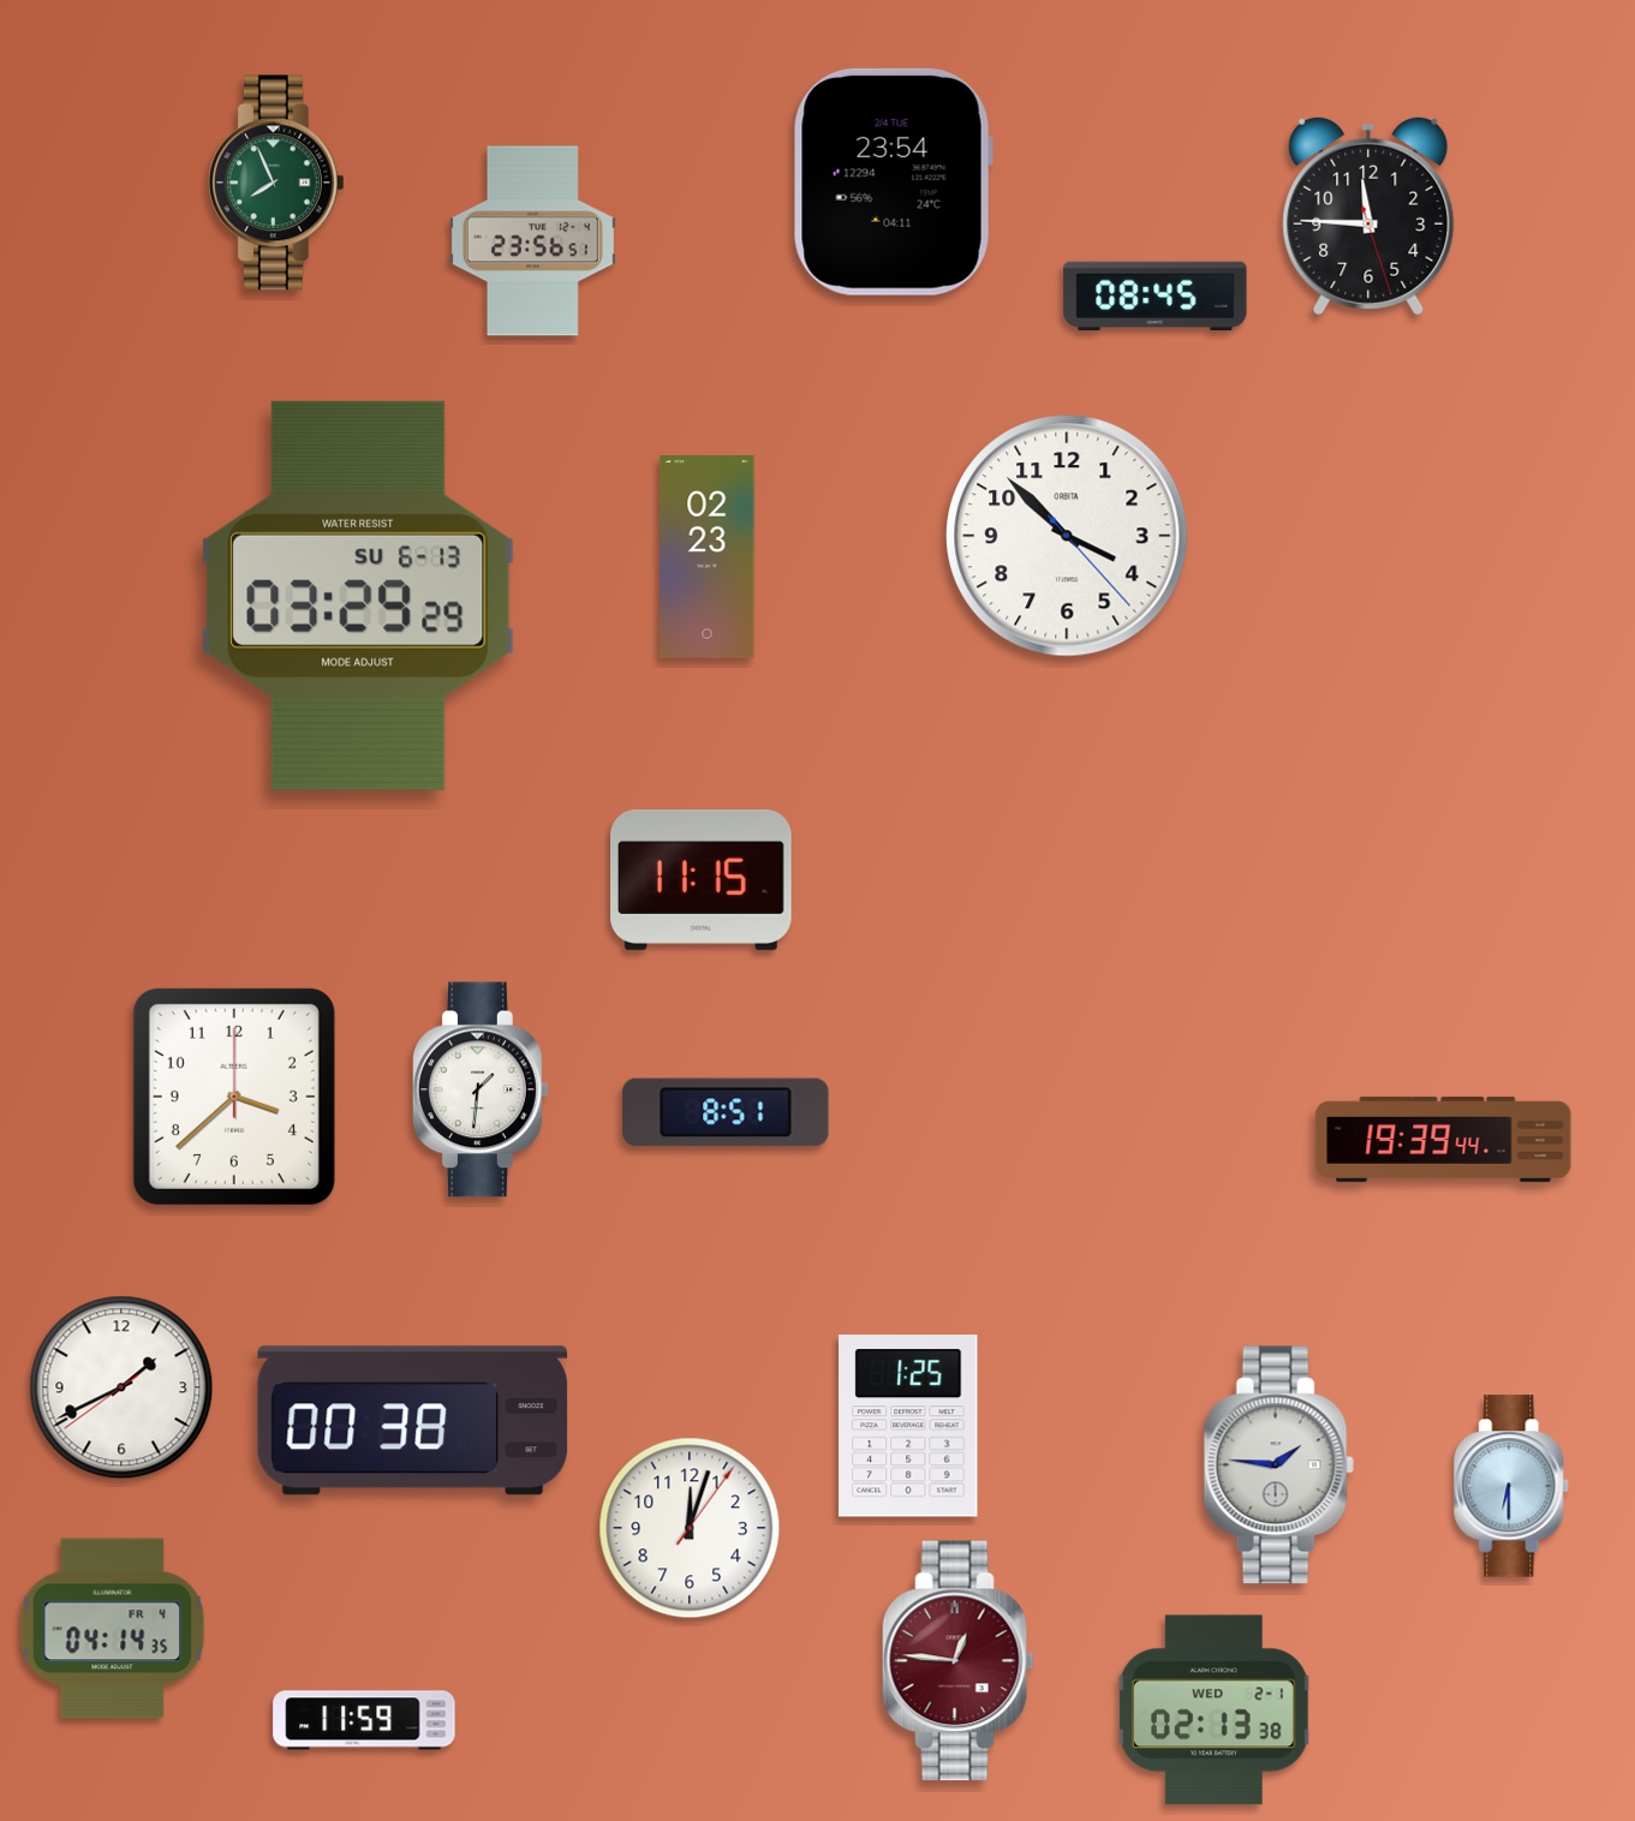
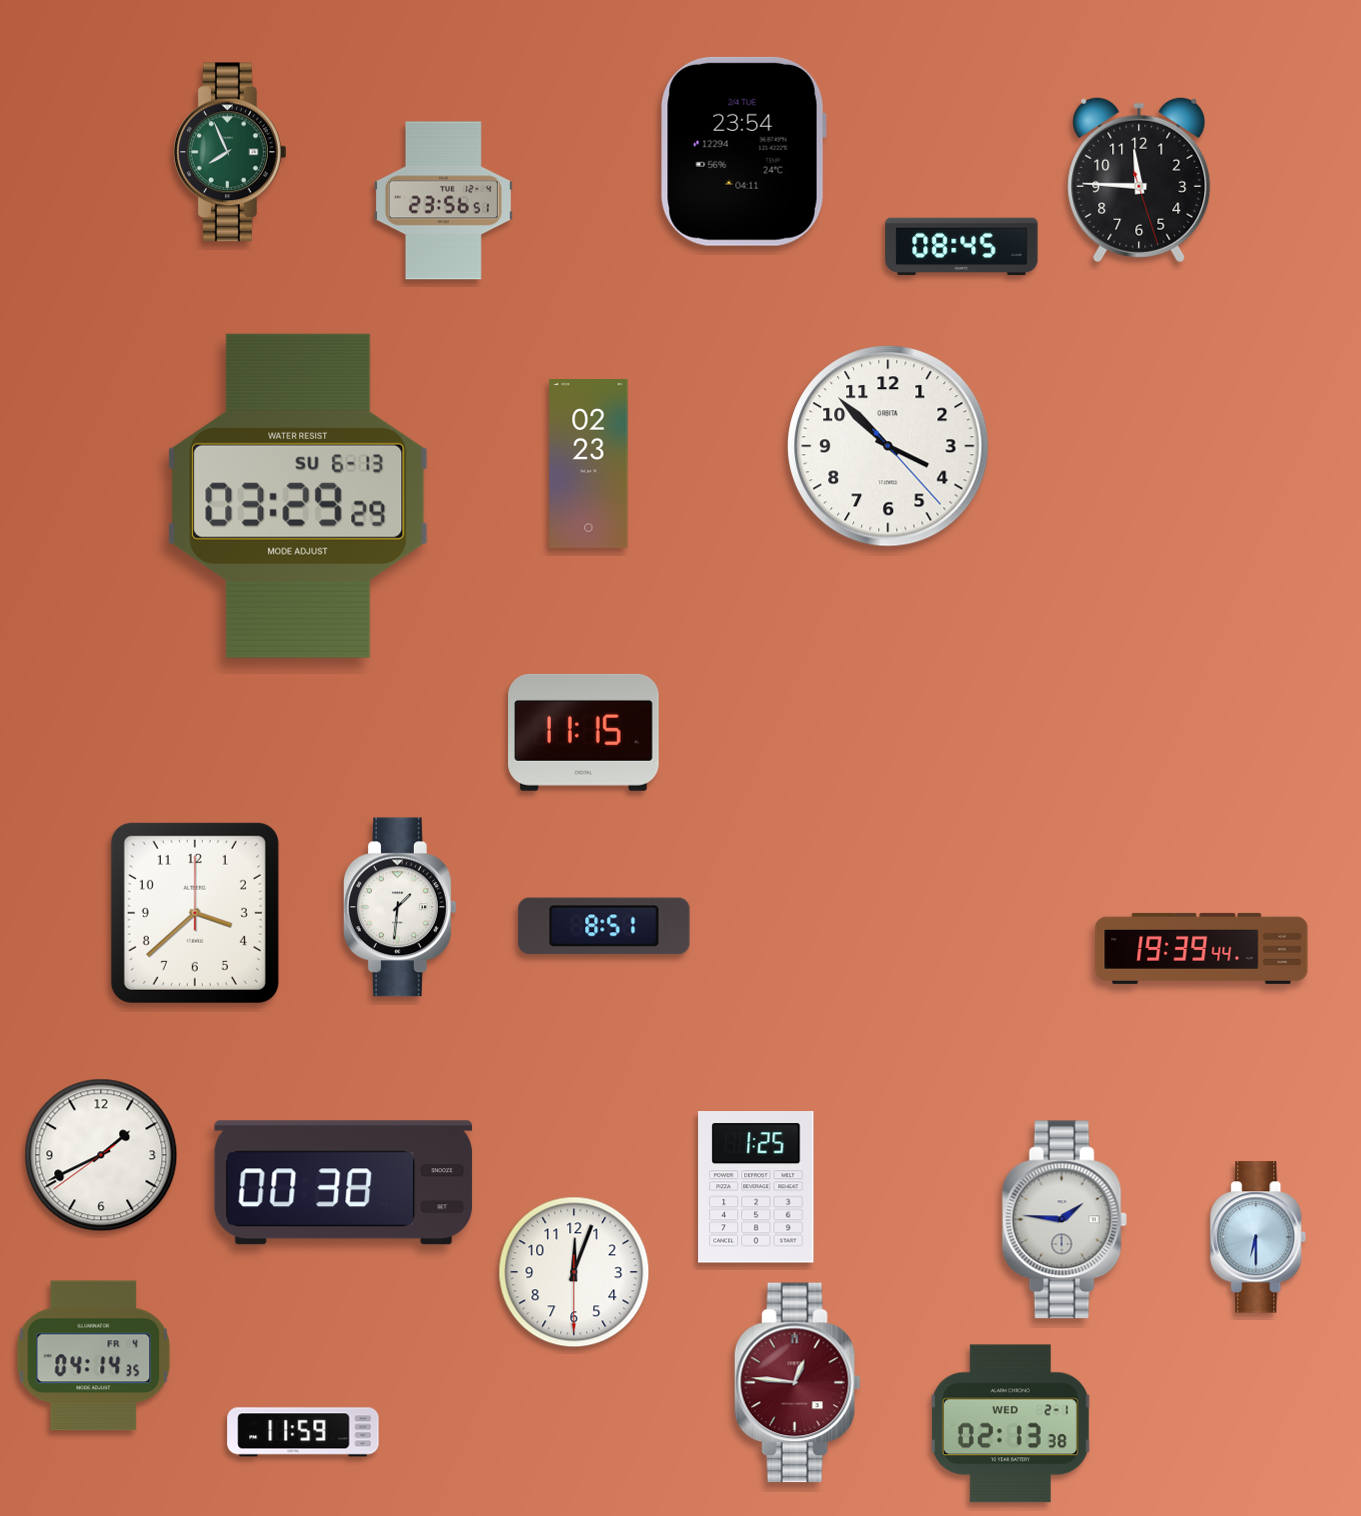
clock at (690, 1528): 12:03:06 -> 12:03:30
